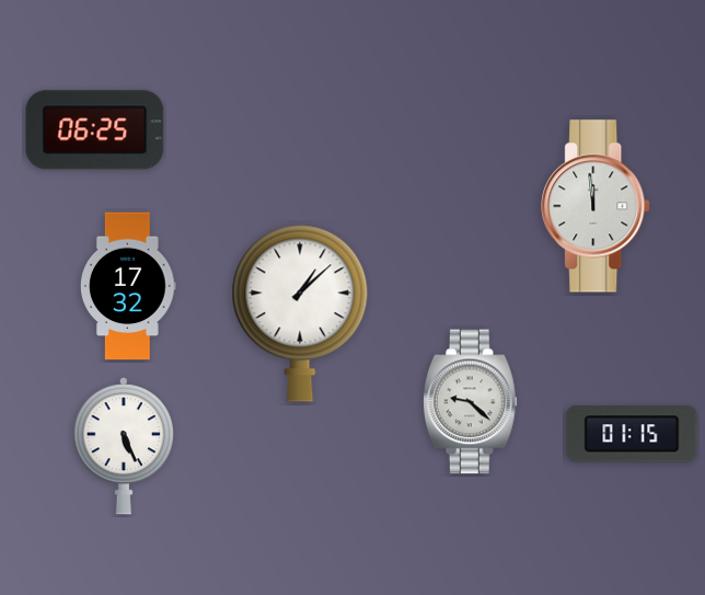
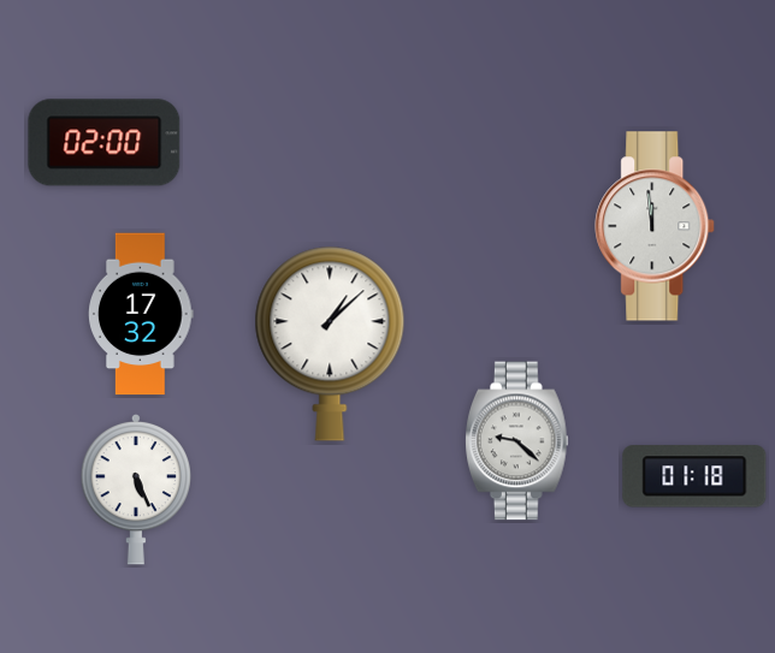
clock at (95, 130): 06:25 -> 02:00
clock at (632, 434): 01:15 -> 01:18
